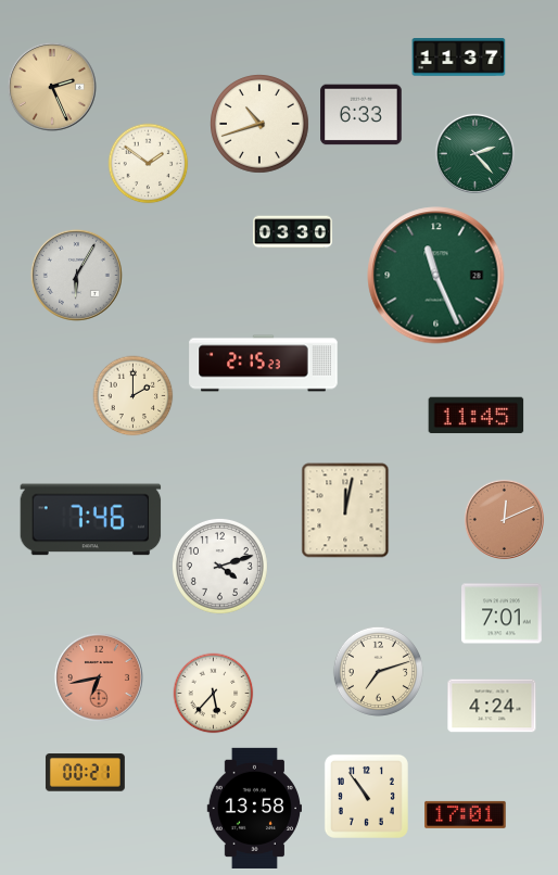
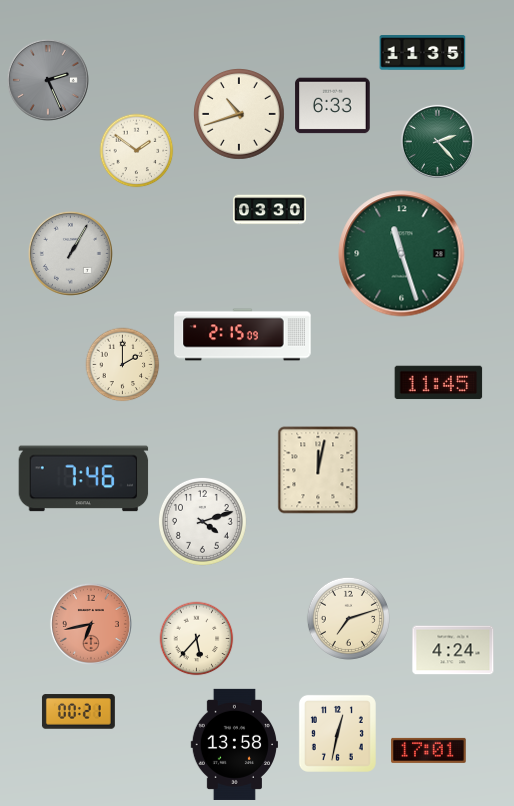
clock at (459, 58): 11:37 -> 11:35
clock at (52, 87) dial: champagne -> grey
clock at (293, 232) position: (293, 232) -> (270, 210)
clock at (76, 275): 6:05 -> 1:05
clock at (436, 276): 11:26 -> 11:27
clock at (264, 364): 2:15:23 -> 2:15:09
clock at (504, 519): 12:11 -> none
clock at (503, 613): 7:01 -> none
clock at (366, 796): 10:54 -> 12:32
